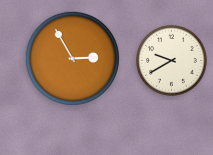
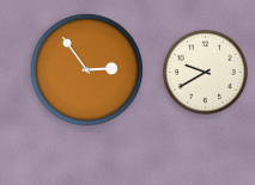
clock at (72, 58): 2:55 -> 2:54
